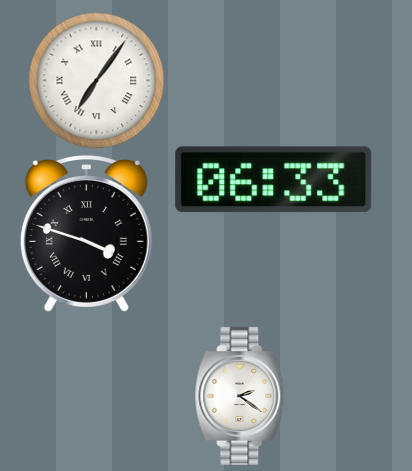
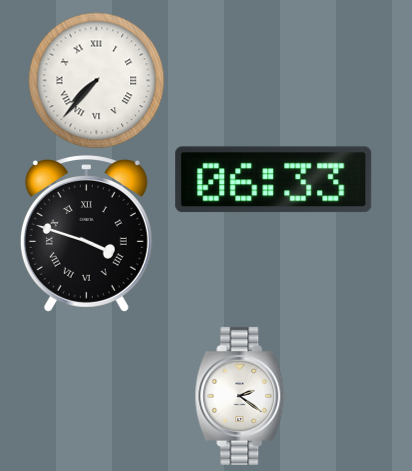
clock at (97, 81): 7:06 -> 7:37
